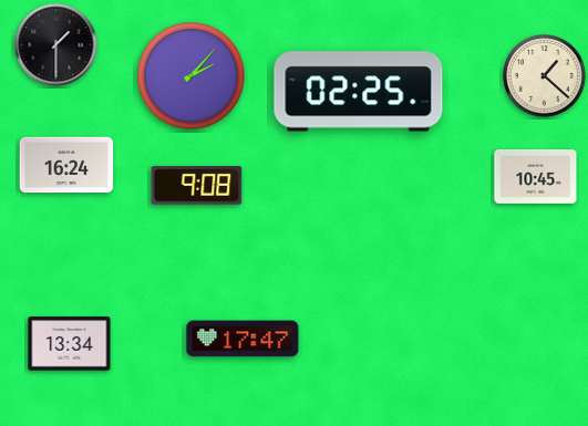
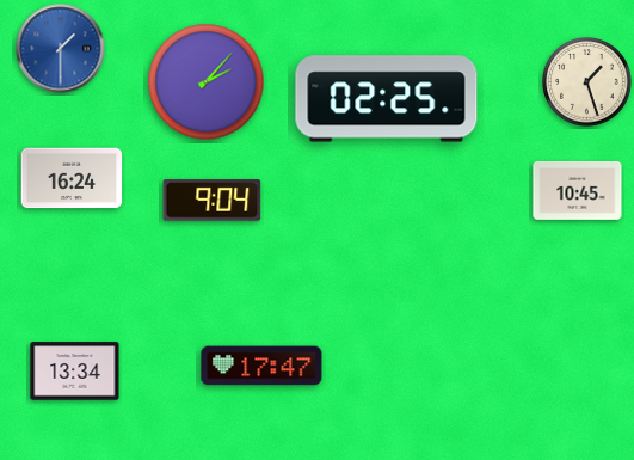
clock at (56, 45) dial: black -> blue
clock at (545, 76): 1:22 -> 1:27
clock at (197, 186): 9:08 -> 9:04
